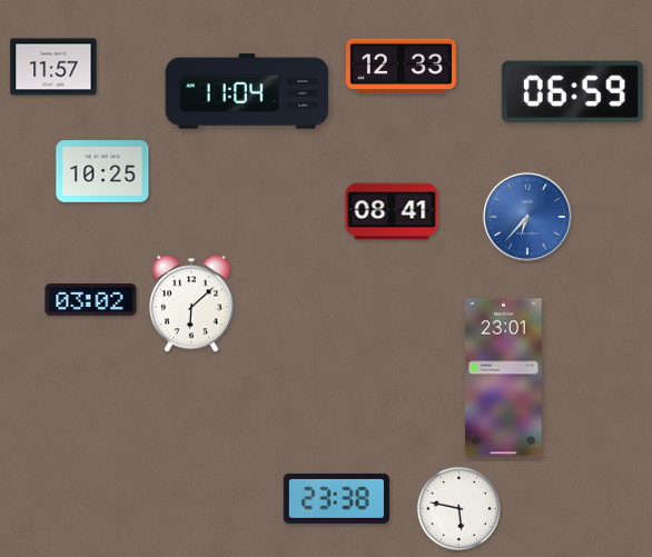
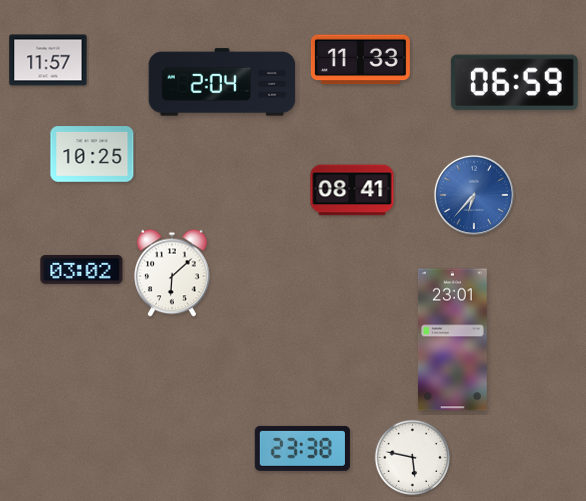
clock at (401, 67): 12:33 -> 11:33
clock at (247, 91): 11:04 -> 2:04
